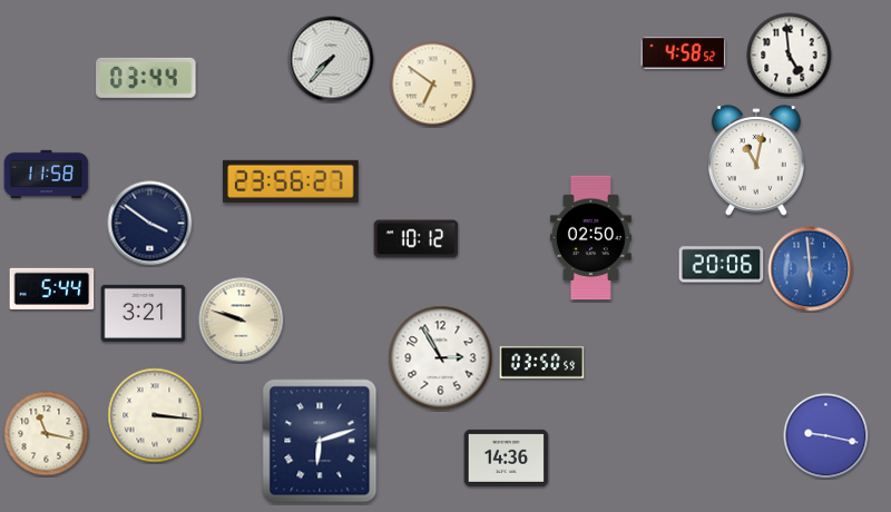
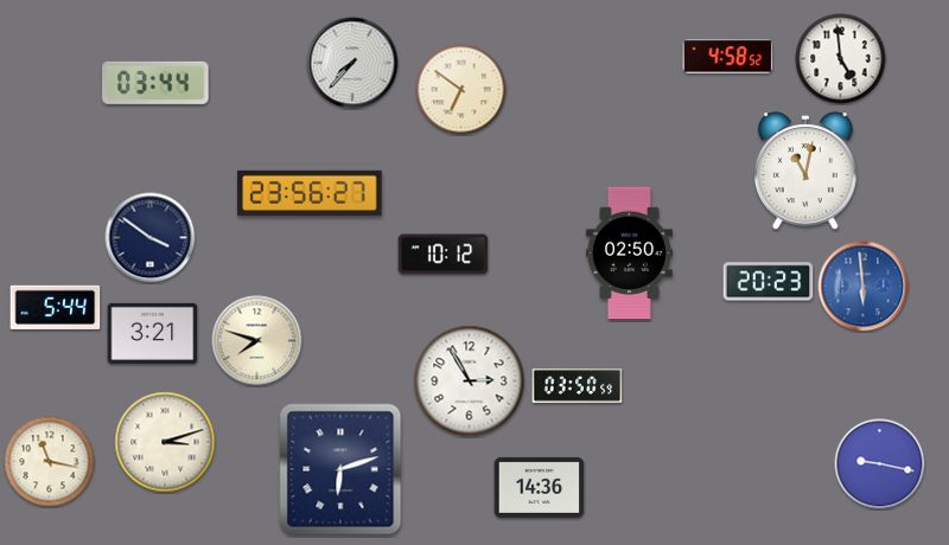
clock at (47, 175): 11:58 -> none
clock at (150, 224) position: (150, 224) -> (151, 238)
clock at (722, 265): 20:06 -> 20:23
clock at (242, 321): 9:48 -> 7:48
clock at (155, 415): 3:16 -> 3:12
